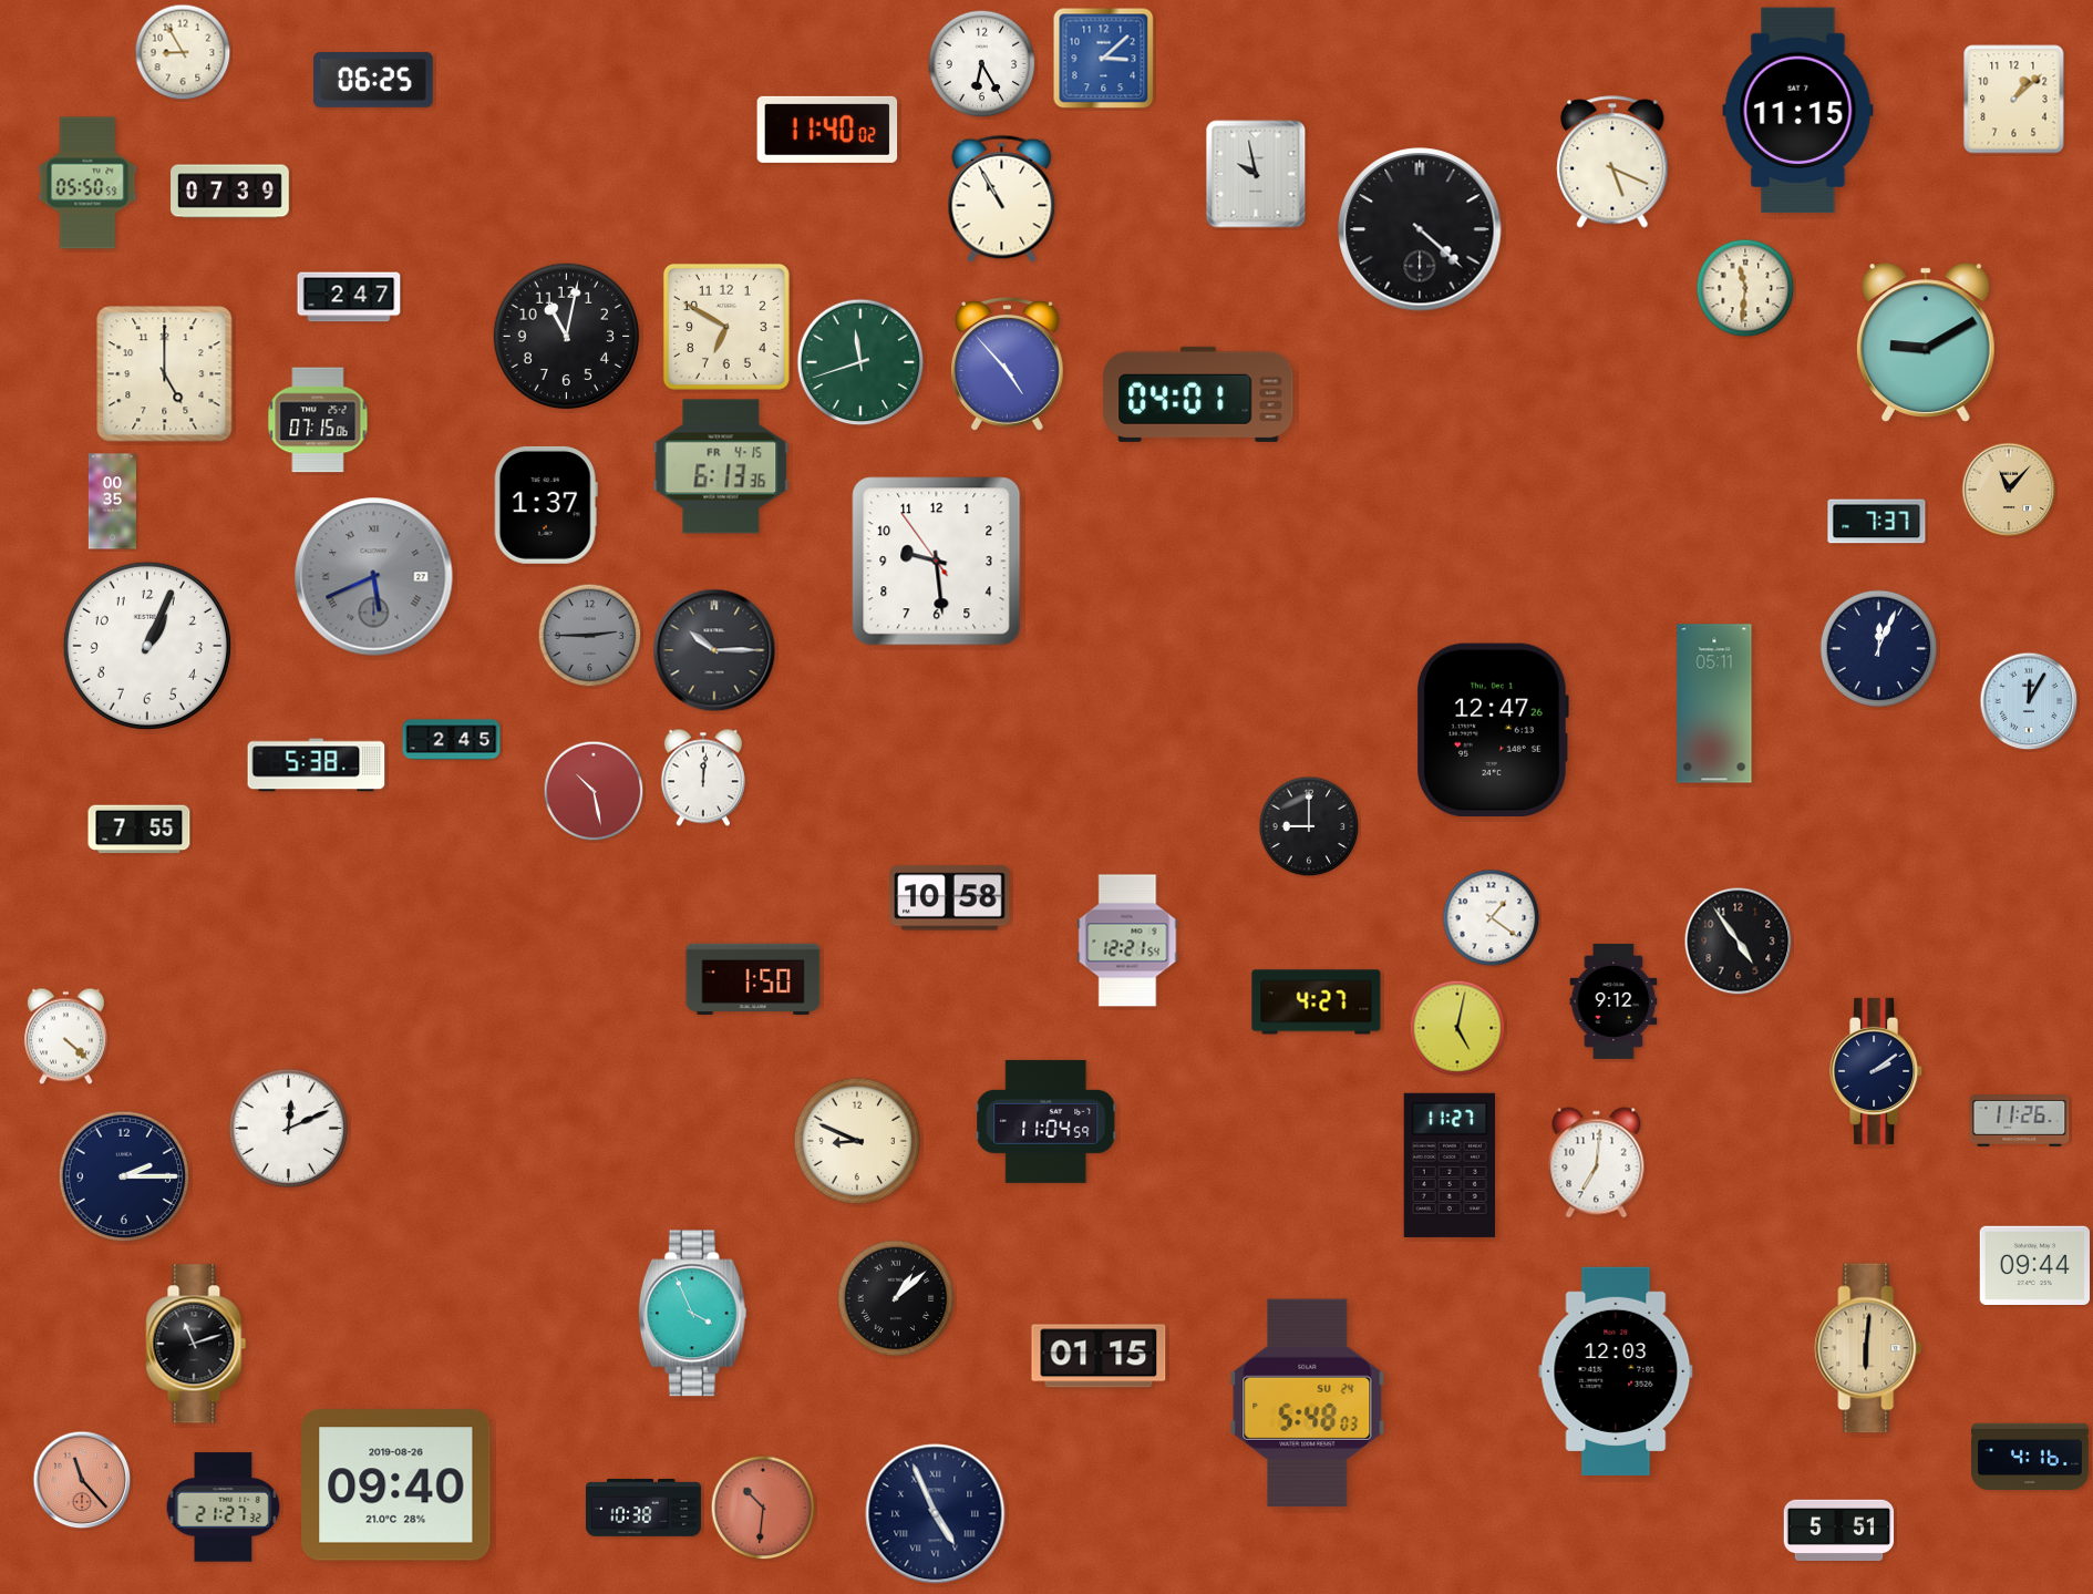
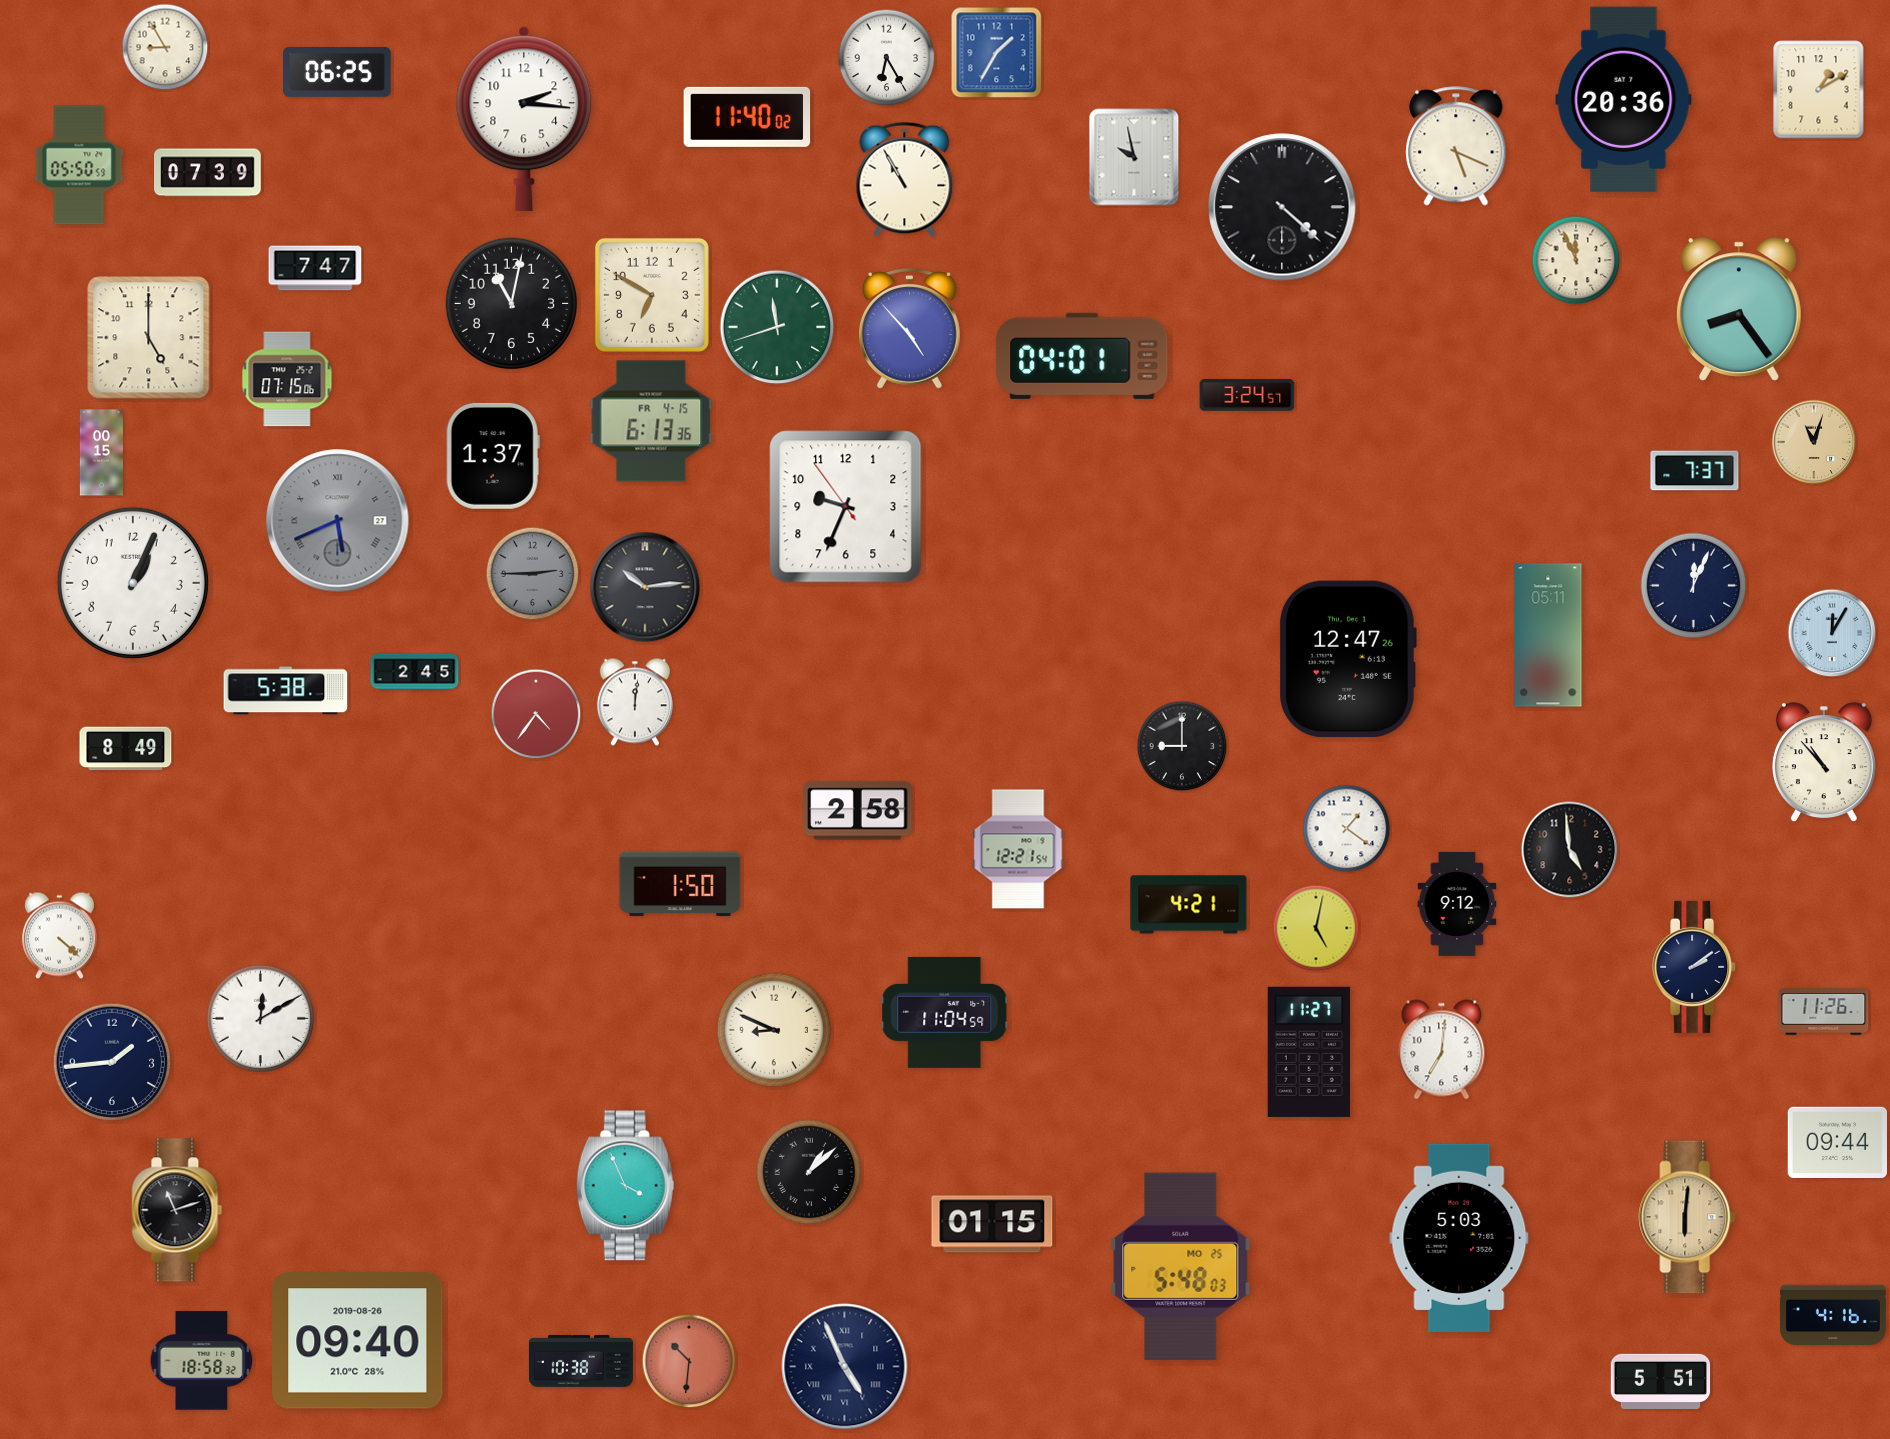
clock at (1104, 59): 3:08 -> 1:35
clock at (2014, 100): 1:08 -> 1:10
clock at (1798, 111): 11:15 -> 20:36
clock at (524, 119): none -> 2:16
clock at (1745, 288): 11:31 -> 11:56
clock at (349, 297): 2:47 -> 7:47
clock at (726, 327) position: (726, 327) -> (652, 295)
clock at (1926, 342): 9:10 -> 8:24
clock at (1247, 395): none -> 3:24
clock at (2009, 490): 11:07 -> 11:03
clock at (112, 502): 00:35 -> 00:15
clock at (937, 562): 9:28 -> 9:33
clock at (1879, 649) position: (1879, 649) -> (1694, 586)
clock at (714, 650): 10:15 -> 10:14
clock at (452, 740) position: (452, 740) -> (415, 672)
clock at (594, 791): 10:28 -> 4:36
clock at (140, 830): 7:55 -> 8:49
clock at (1824, 763): none -> 10:53
clock at (950, 898): 10:58 -> 2:58
clock at (1739, 942): 4:54 -> 4:59
clock at (1317, 1002): 4:27 -> 4:21
clock at (289, 1129): 12:11 -> 12:10
clock at (124, 1176): 2:15 -> 1:44
clock at (196, 1344) position: (196, 1344) -> (177, 1210)
clock at (1616, 1371): 12:03 -> 5:03
clock at (1308, 1402) date: SU 24 -> MO 25
clock at (82, 1480): 11:23 -> none
clock at (224, 1508): 21:27 -> 18:58
